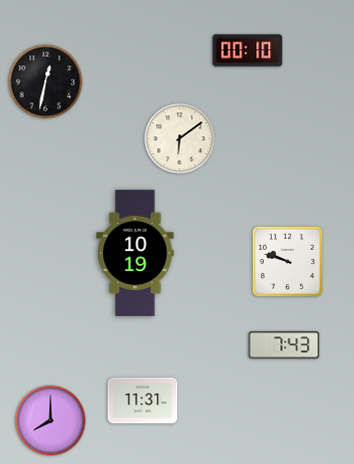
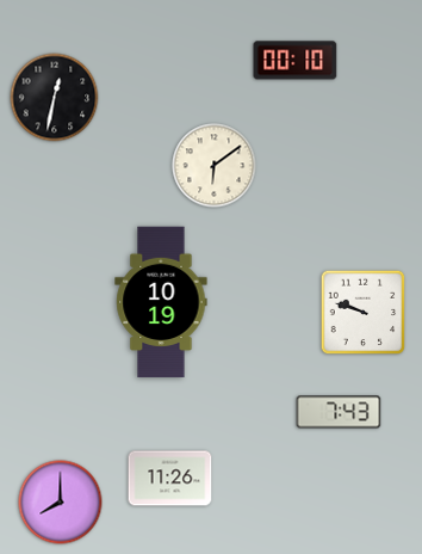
clock at (288, 262) position: (288, 262) -> (364, 313)
clock at (143, 401): 11:31 -> 11:26
